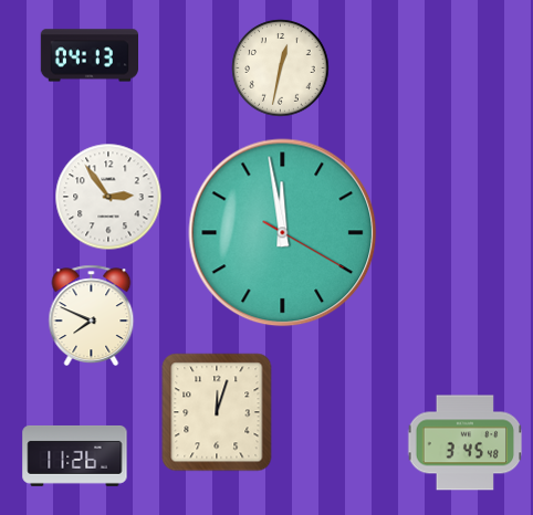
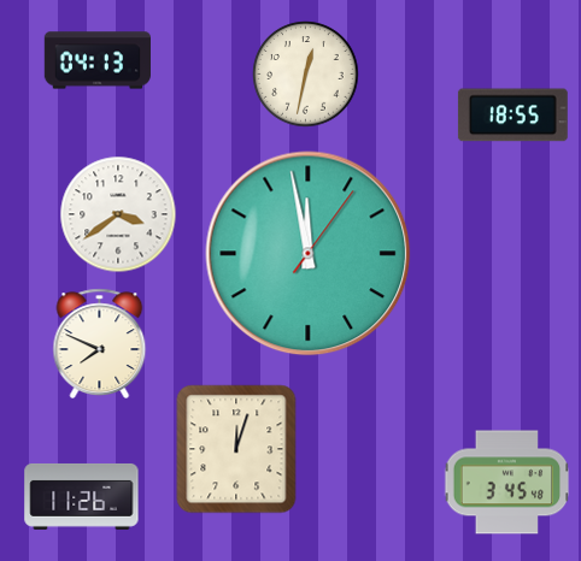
clock at (512, 116): none -> 18:55
clock at (108, 197): 2:54 -> 3:39
clock at (283, 233): 11:58:20 -> 11:58:06
